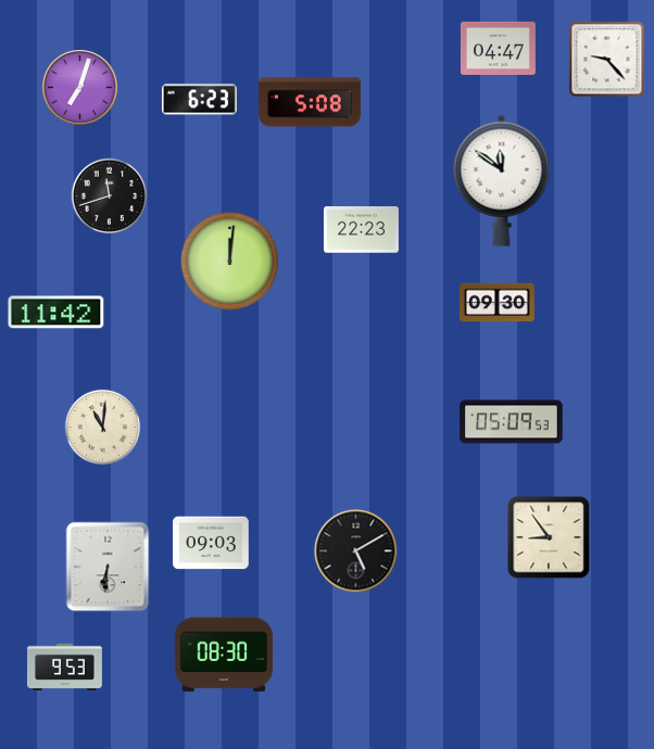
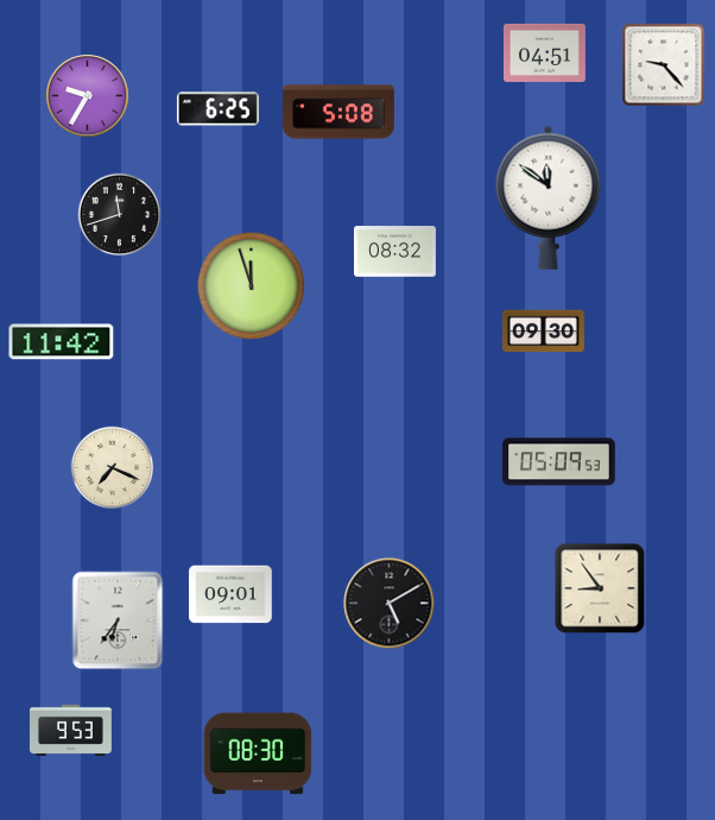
clock at (498, 48): 04:47 -> 04:51
clock at (80, 88): 7:03 -> 9:35
clock at (199, 100): 6:23 -> 6:25
clock at (361, 230): 22:23 -> 08:32
clock at (229, 261): 12:01 -> 11:57
clock at (102, 427): 11:01 -> 7:19
clock at (211, 543): 09:03 -> 09:01
clock at (108, 567): 6:31 -> 6:36
clock at (224, 655) position: (224, 655) -> (258, 753)
